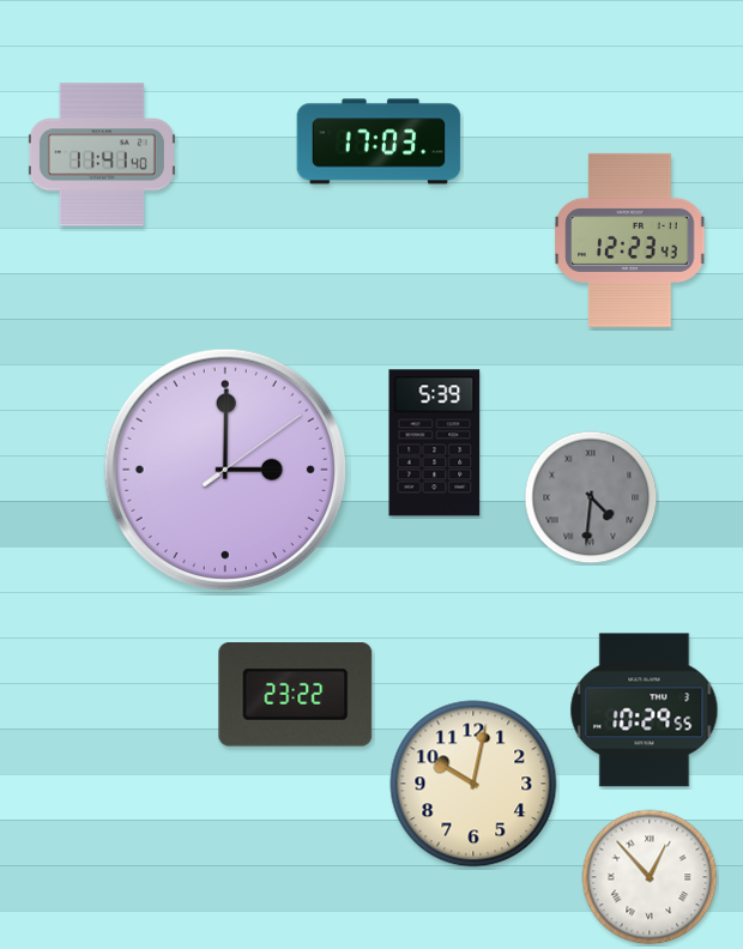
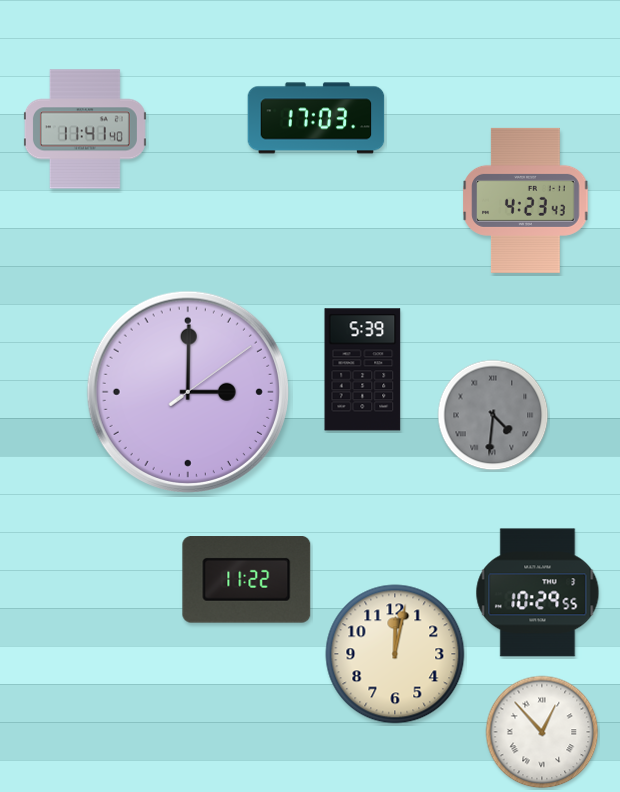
clock at (630, 240): 12:23 -> 4:23
clock at (296, 695): 23:22 -> 11:22
clock at (473, 784): 10:02 -> 12:02
